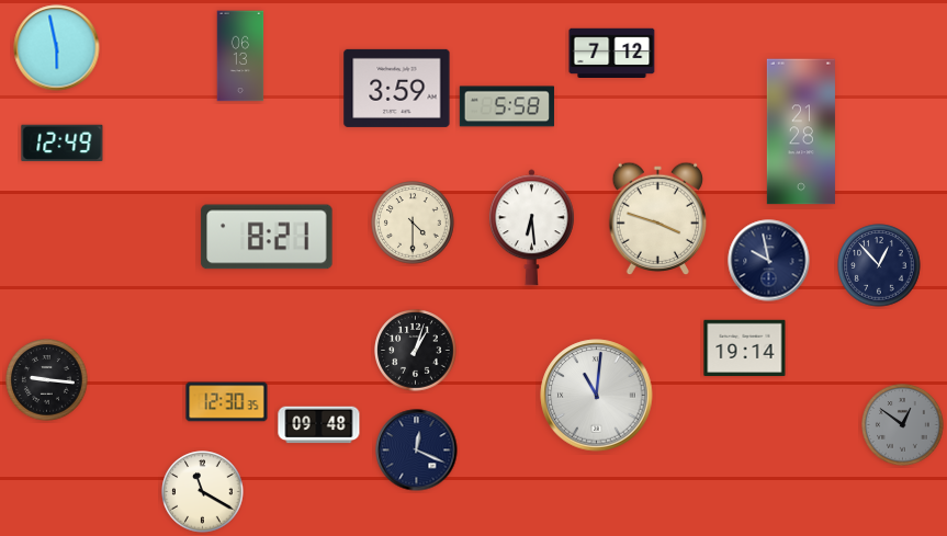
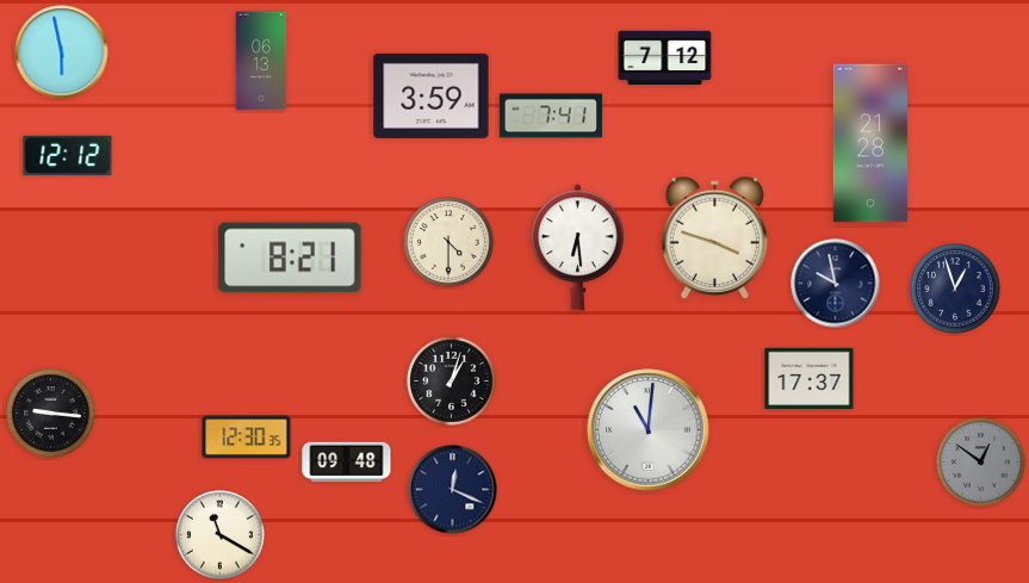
clock at (506, 106): 5:58 -> 7:41
clock at (63, 144): 12:49 -> 12:12
clock at (879, 265): 12:53 -> 12:57
clock at (745, 349): 19:14 -> 17:37
